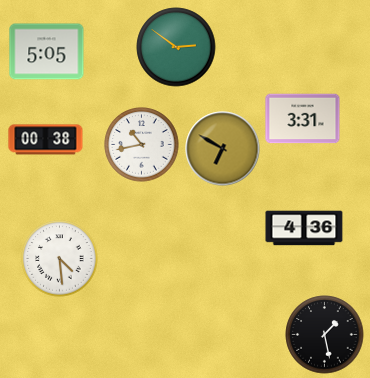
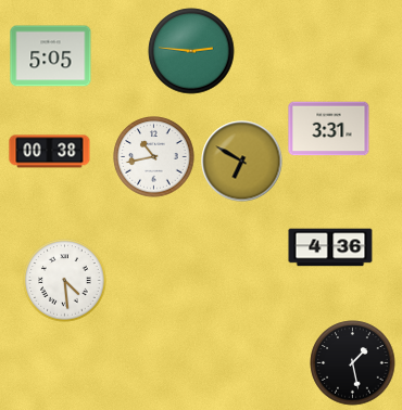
clock at (176, 47): 2:51 -> 2:46
